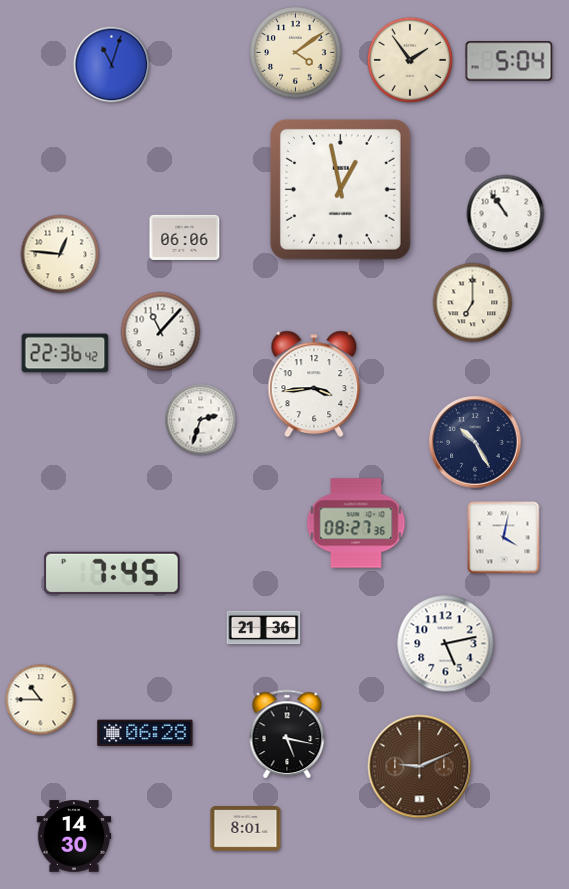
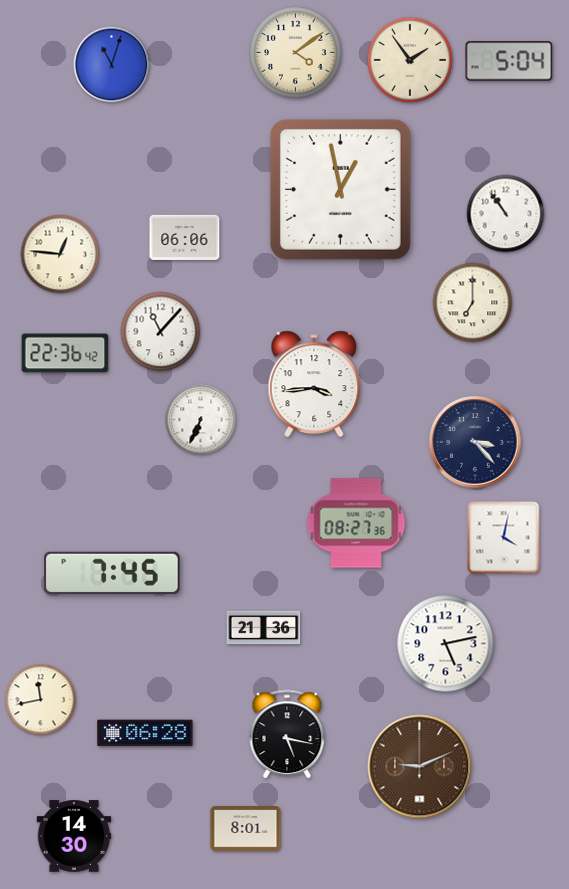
clock at (201, 420): 2:33 -> 6:34
clock at (475, 442): 10:25 -> 3:23
clock at (41, 700): 10:45 -> 11:43
